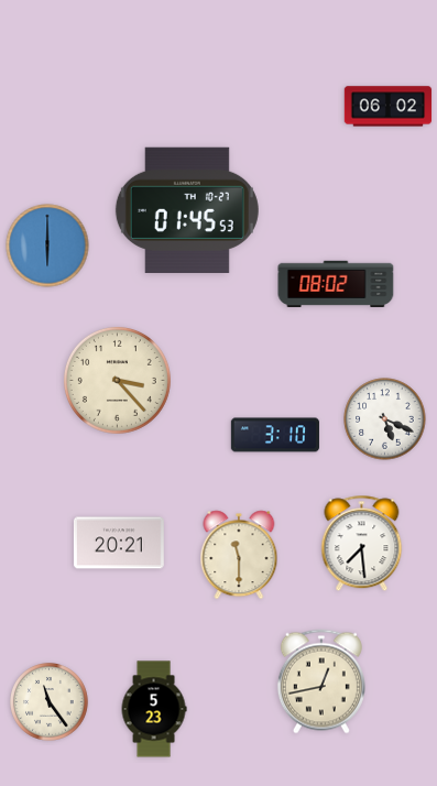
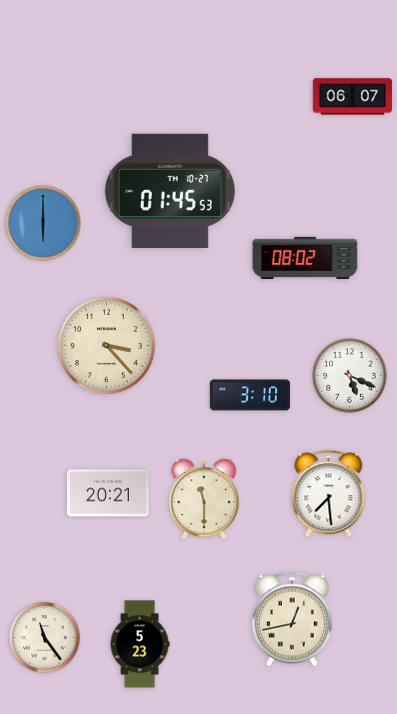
clock at (389, 107): 06:02 -> 06:07
clock at (385, 419) position: (385, 419) -> (350, 376)
clock at (239, 555) position: (239, 555) -> (204, 499)
